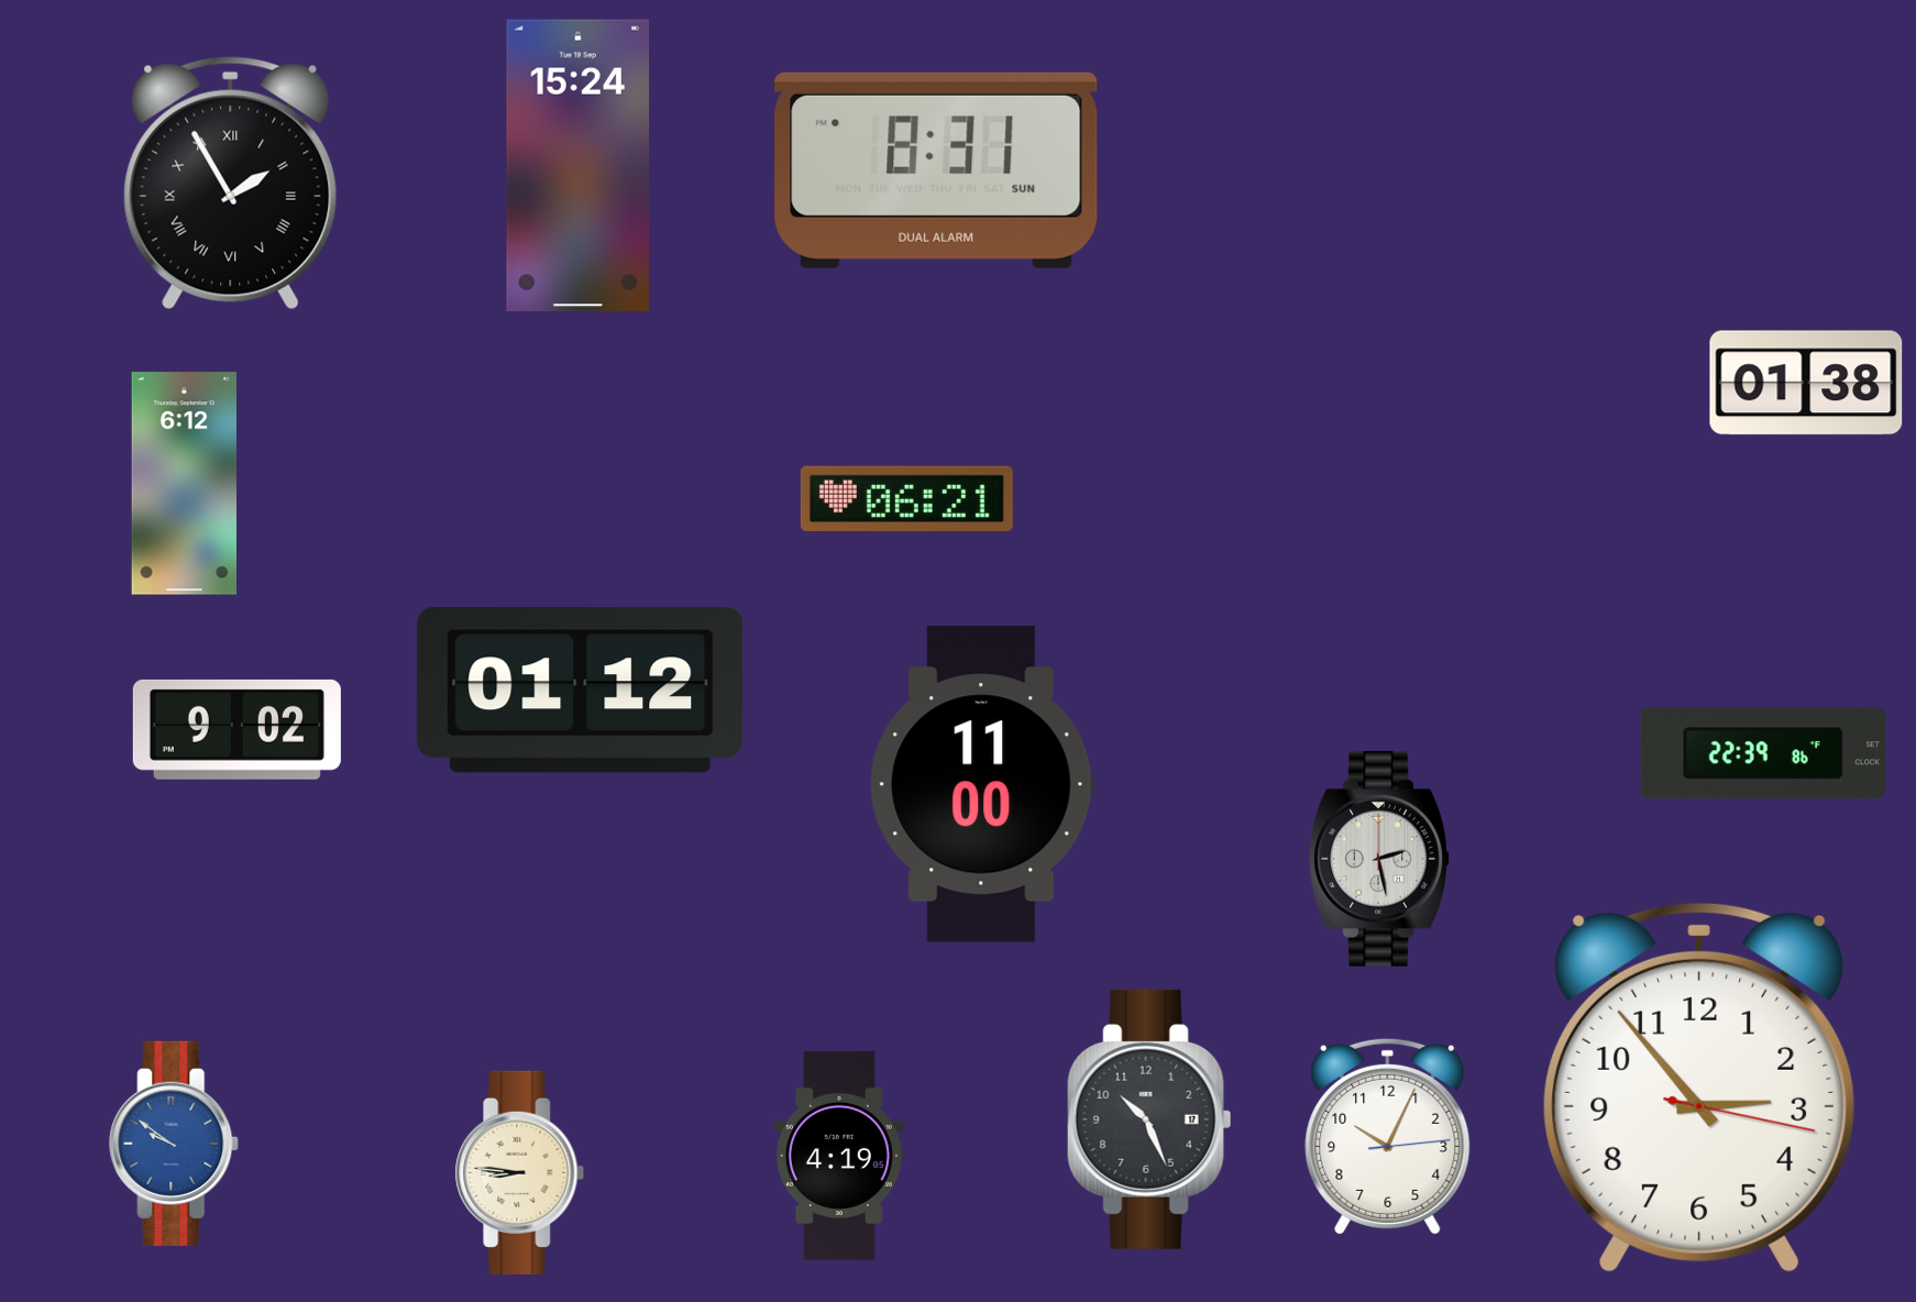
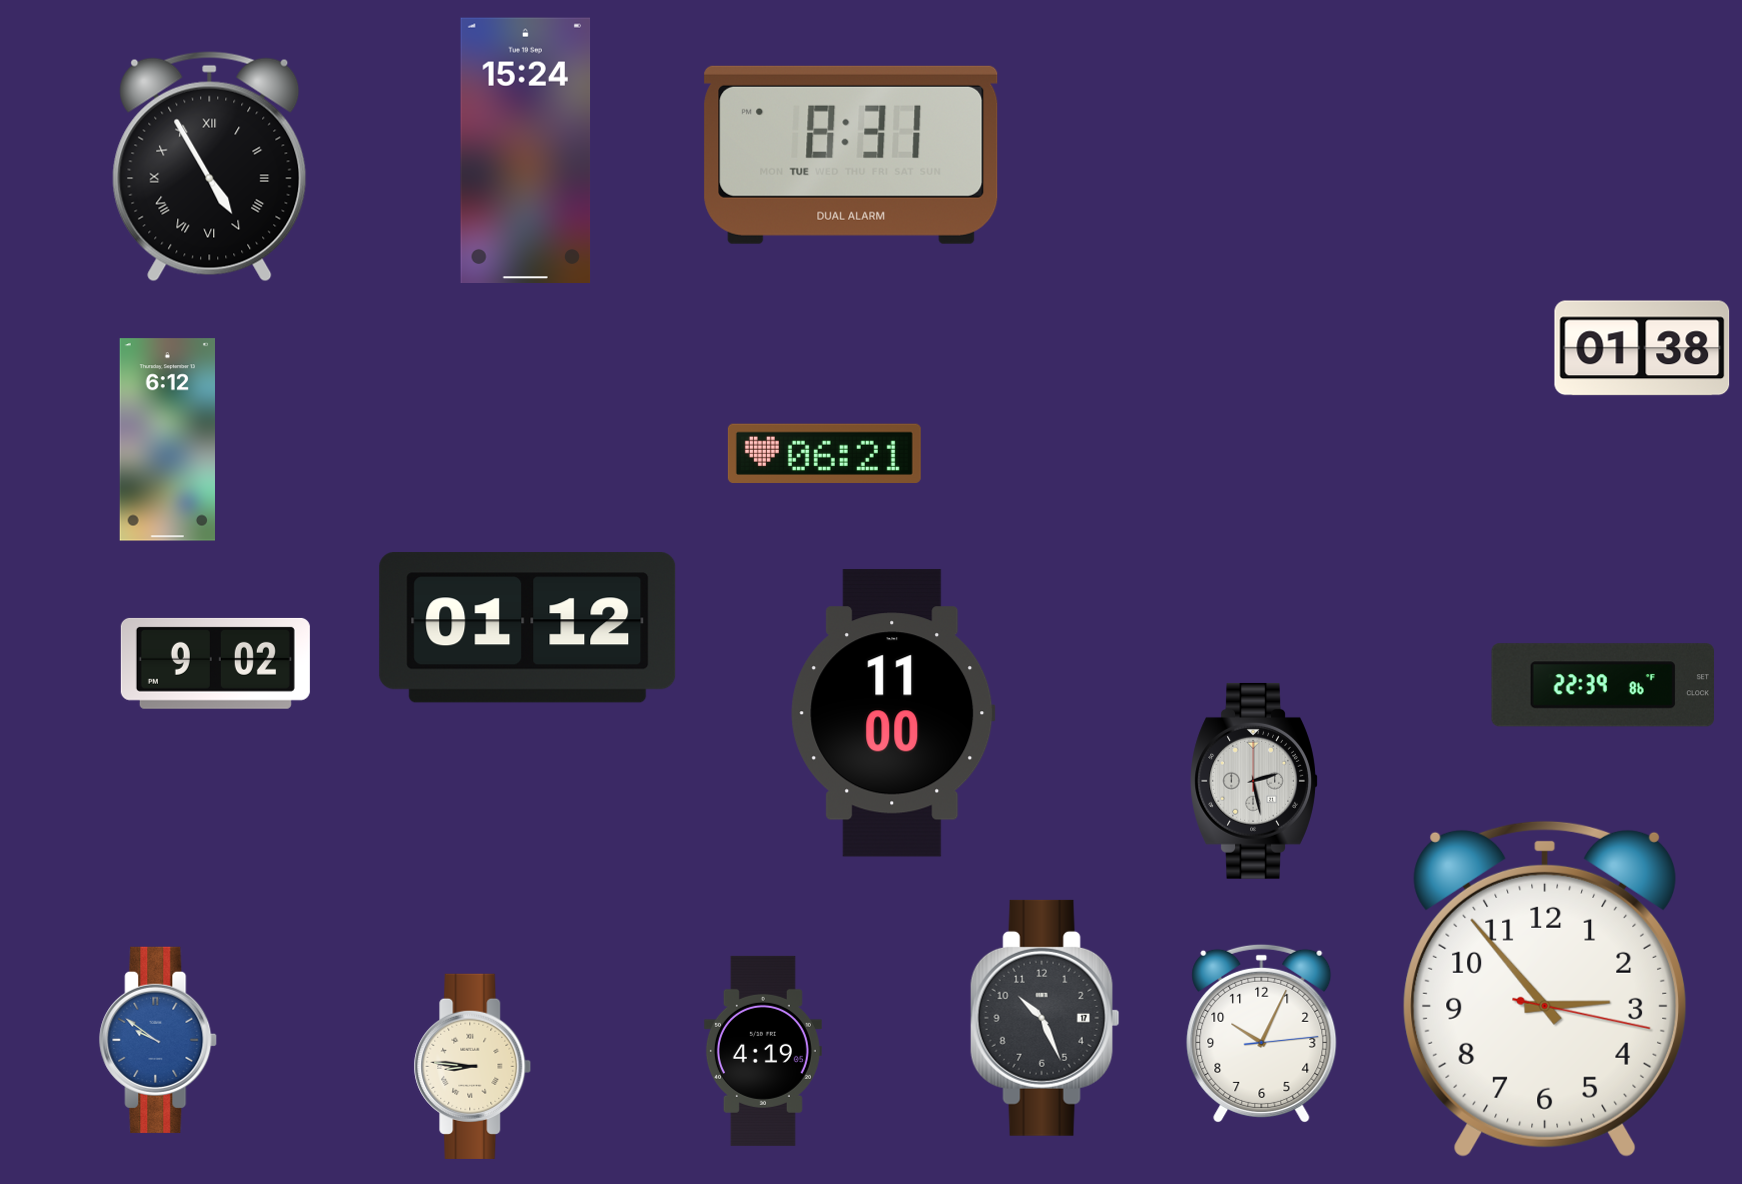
clock at (936, 170) date: SUN -> TUE
clock at (231, 184): 1:55 -> 4:55
